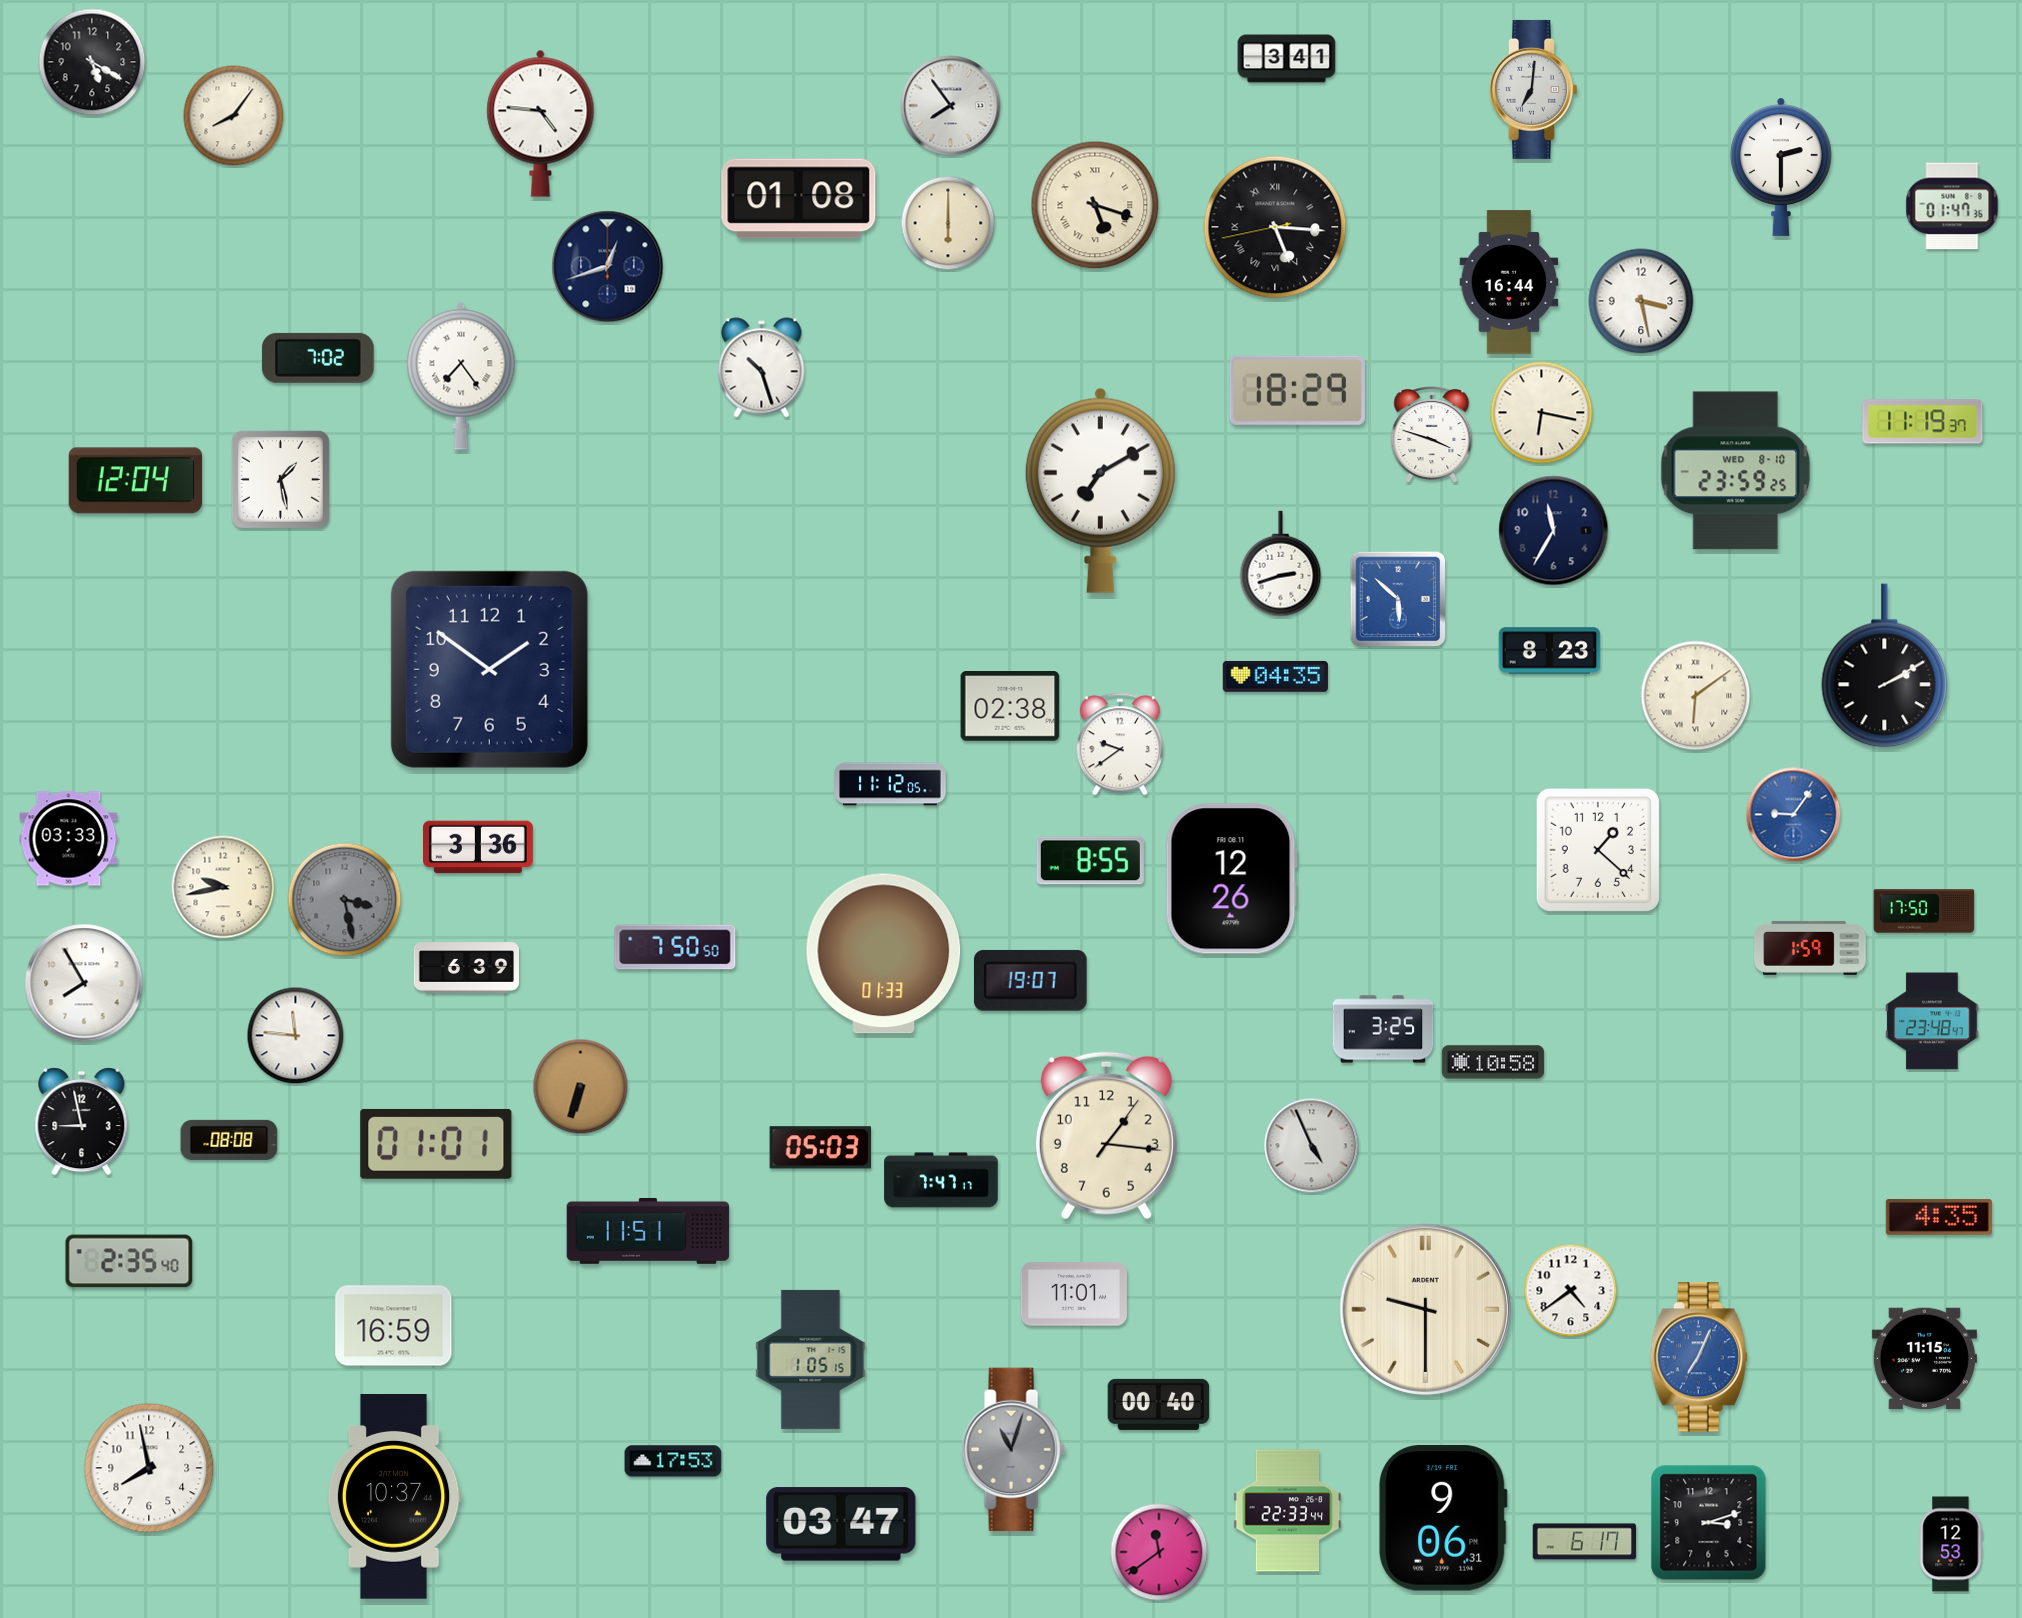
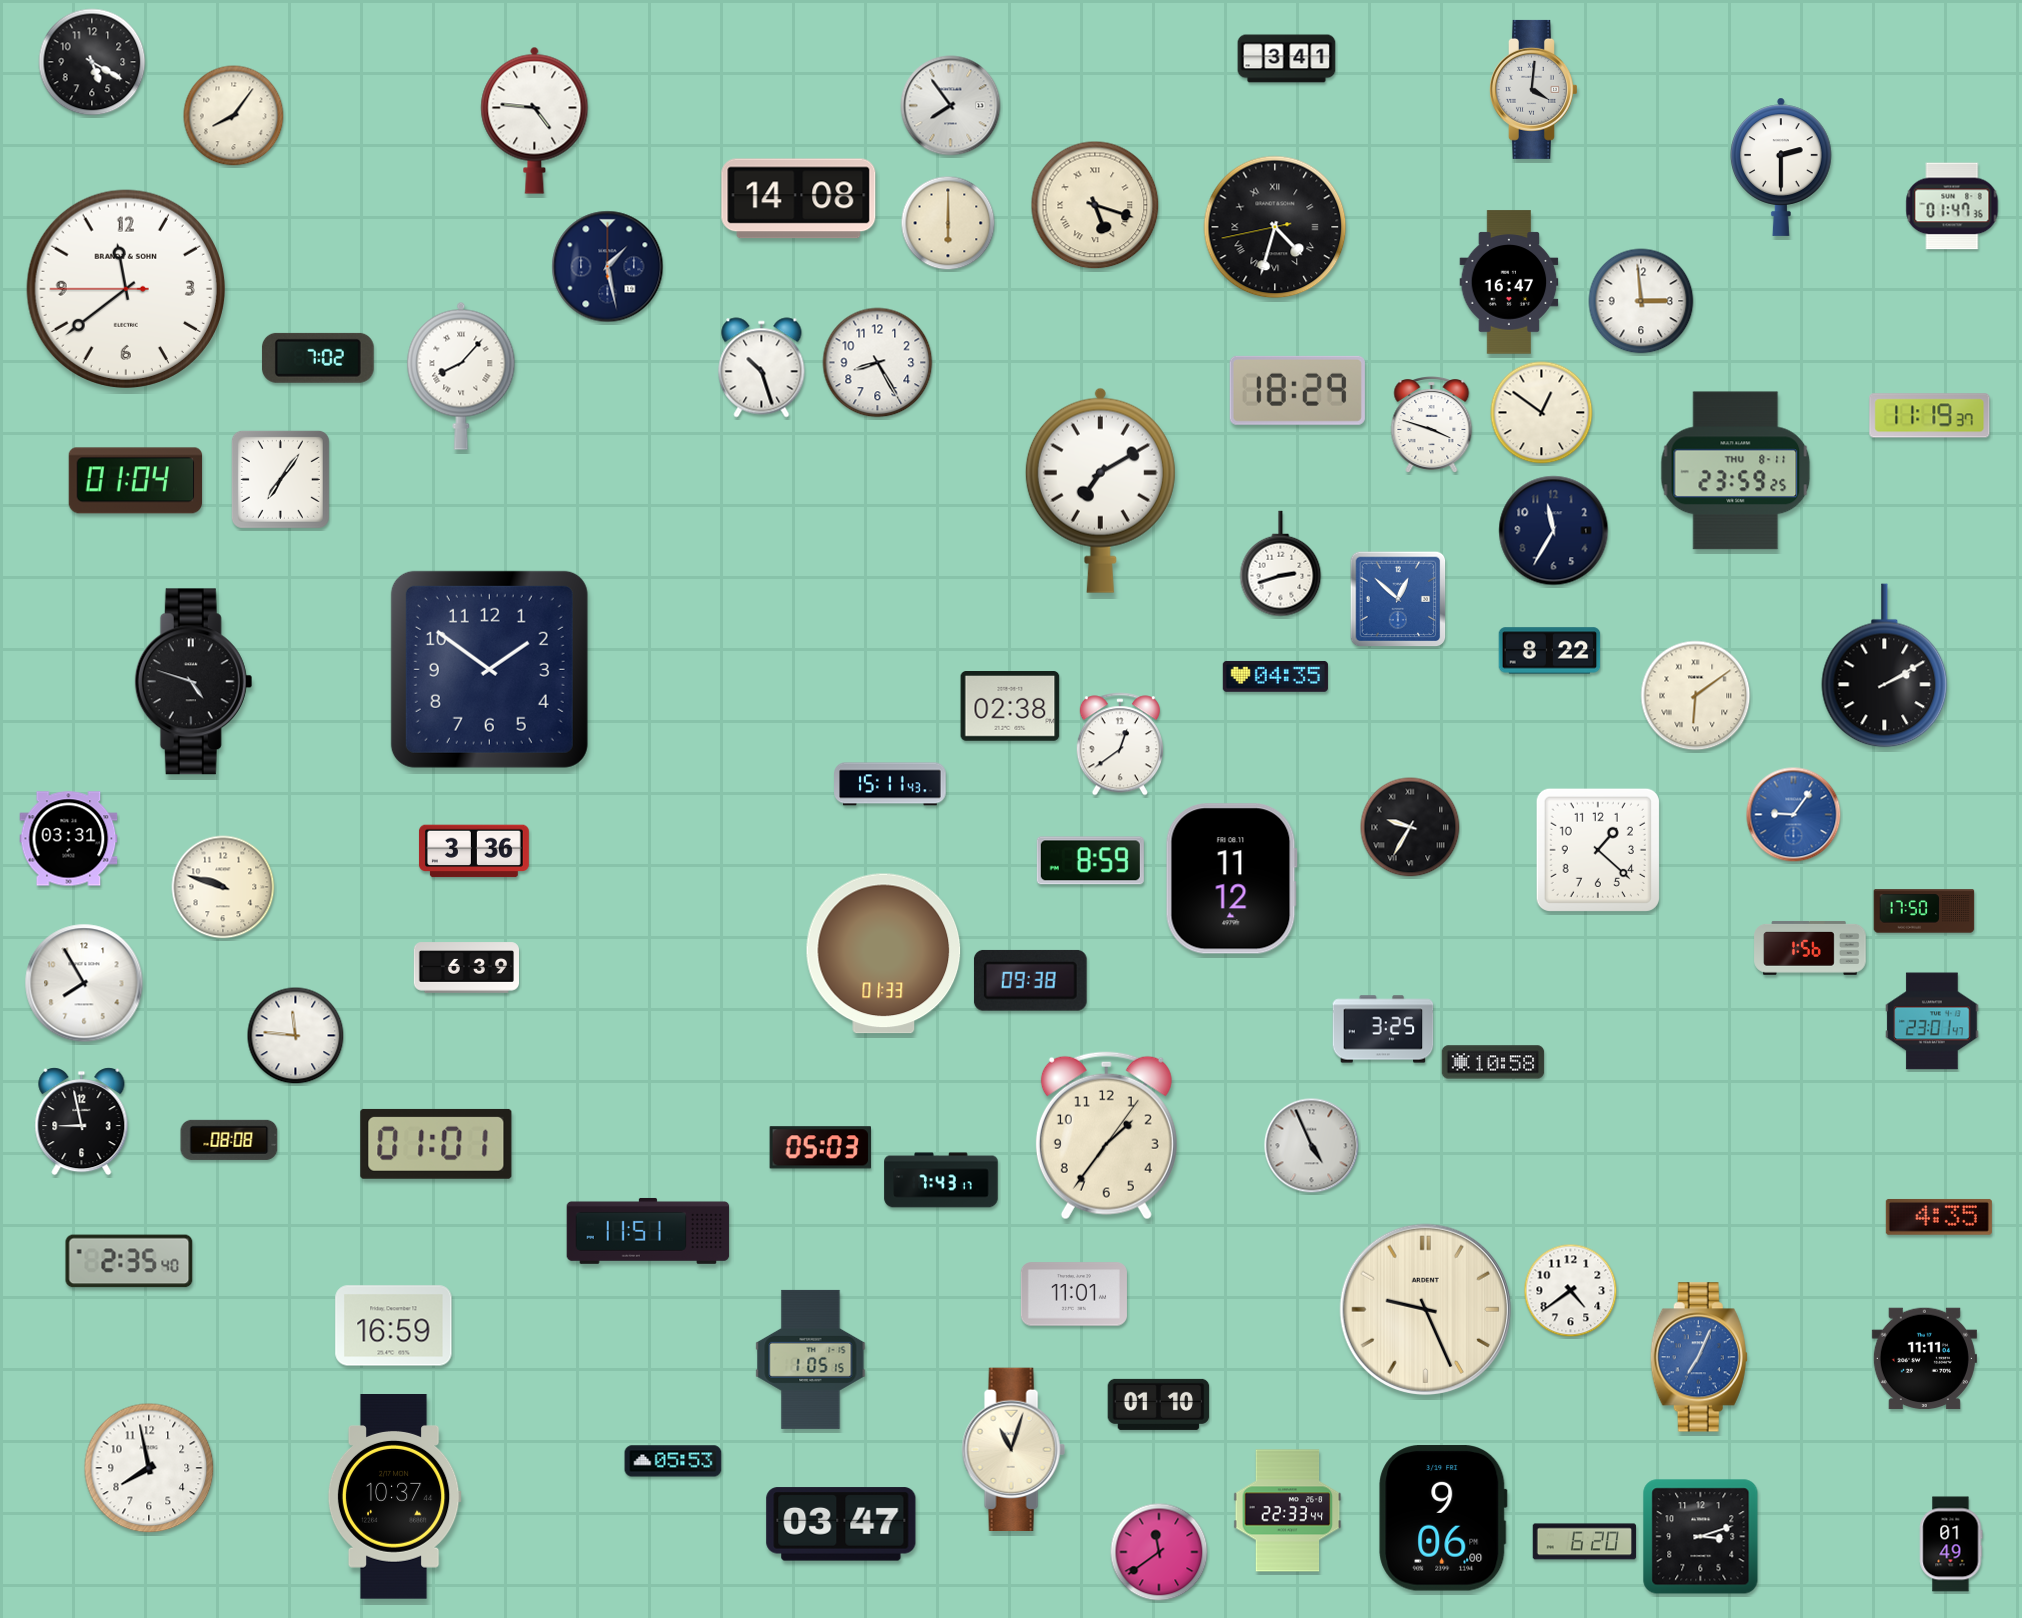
clock at (1534, 89): 7:01 -> 4:01
clock at (541, 123) position: (541, 123) -> (535, 120)
clock at (799, 199): 01:08 -> 14:08
clock at (1275, 227): 5:15 -> 4:32
clock at (608, 267): 12:42 -> 1:28
clock at (1509, 282): 16:44 -> 16:47
clock at (125, 288): none -> 11:38
clock at (1641, 301): 3:28 -> 2:59
clock at (878, 363): none -> 8:25
clock at (461, 376): 7:24 -> 8:07
clock at (1542, 413): 6:17 -> 12:51
clock at (1923, 422) position: (1923, 422) -> (1930, 416)
clock at (1432, 435) position: (1432, 435) -> (1432, 425)
clock at (1736, 471) date: WED 8-10 -> THU 8-11
clock at (280, 479): 1:28 -> 7:06
clock at (136, 481): 12:04 -> 01:04
clock at (1398, 599): 5:52 -> 12:52
clock at (1550, 651): 8:23 -> 8:22
clock at (194, 682): none -> 4:48
clock at (1120, 744): 9:39 -> 12:39
clock at (890, 784): 11:12 -> 15:11
clock at (1410, 827): none -> 9:35
clock at (69, 839): 03:33 -> 03:31
clock at (478, 847) position: (478, 847) -> (474, 851)
clock at (1090, 861): 8:55 -> 8:59
clock at (1231, 879): 12:26 -> 11:12
clock at (223, 887): 9:43 -> 9:48
clock at (345, 900): 3:28 -> none
clock at (675, 947): 7:50 -> none
clock at (1810, 948): 1:59 -> 1:56
clock at (1030, 980): 19:07 -> 09:38
clock at (1932, 1021): 23:48 -> 23:01
clock at (581, 1087): 6:33 -> none
clock at (1106, 1136): 1:16 -> 1:36
clock at (941, 1180): 7:47 -> 7:43
clock at (1425, 1309): 9:30 -> 9:26
clock at (1924, 1359): 11:15 -> 11:11
clock at (1159, 1404): 00:40 -> 01:10
clock at (1013, 1449) dial: grey -> cream
clock at (673, 1461): 17:53 -> 05:53
clock at (1443, 1518): 9:06:31 -> 9:06:00
clock at (1709, 1523) position: (1709, 1523) -> (1701, 1537)
clock at (1585, 1542): 6:17 -> 6:20
clock at (1951, 1544): 12:53 -> 01:49
